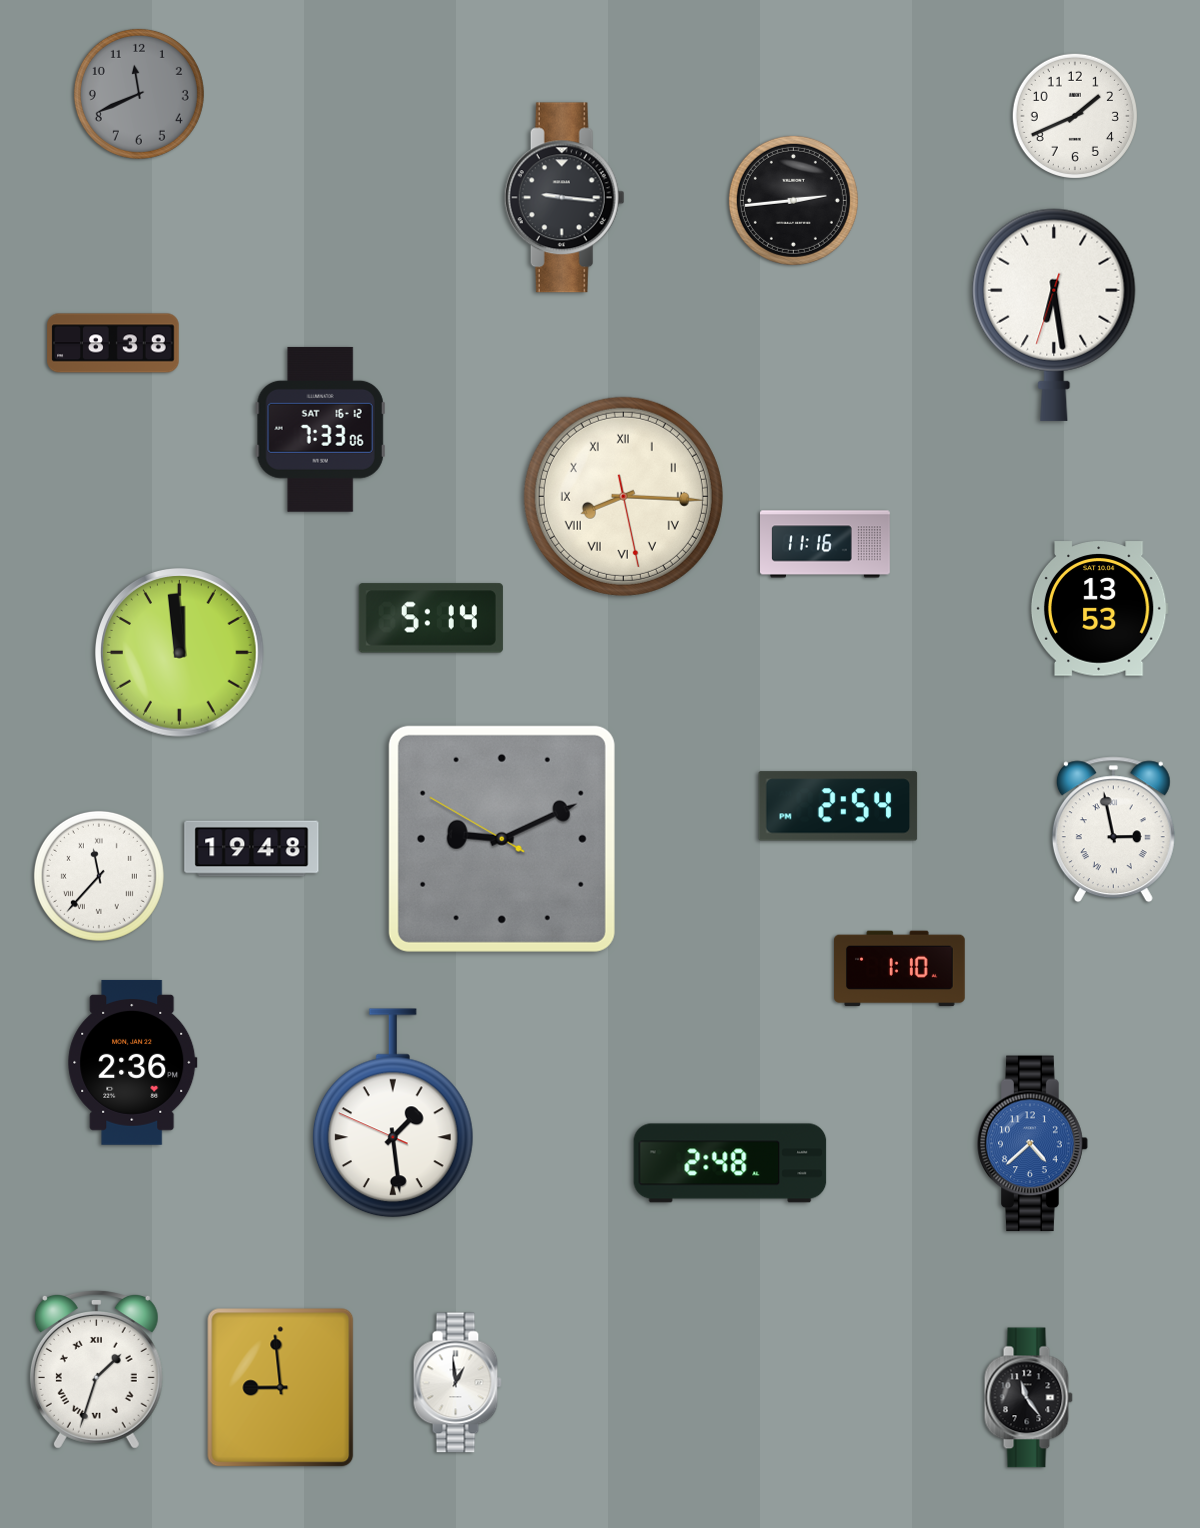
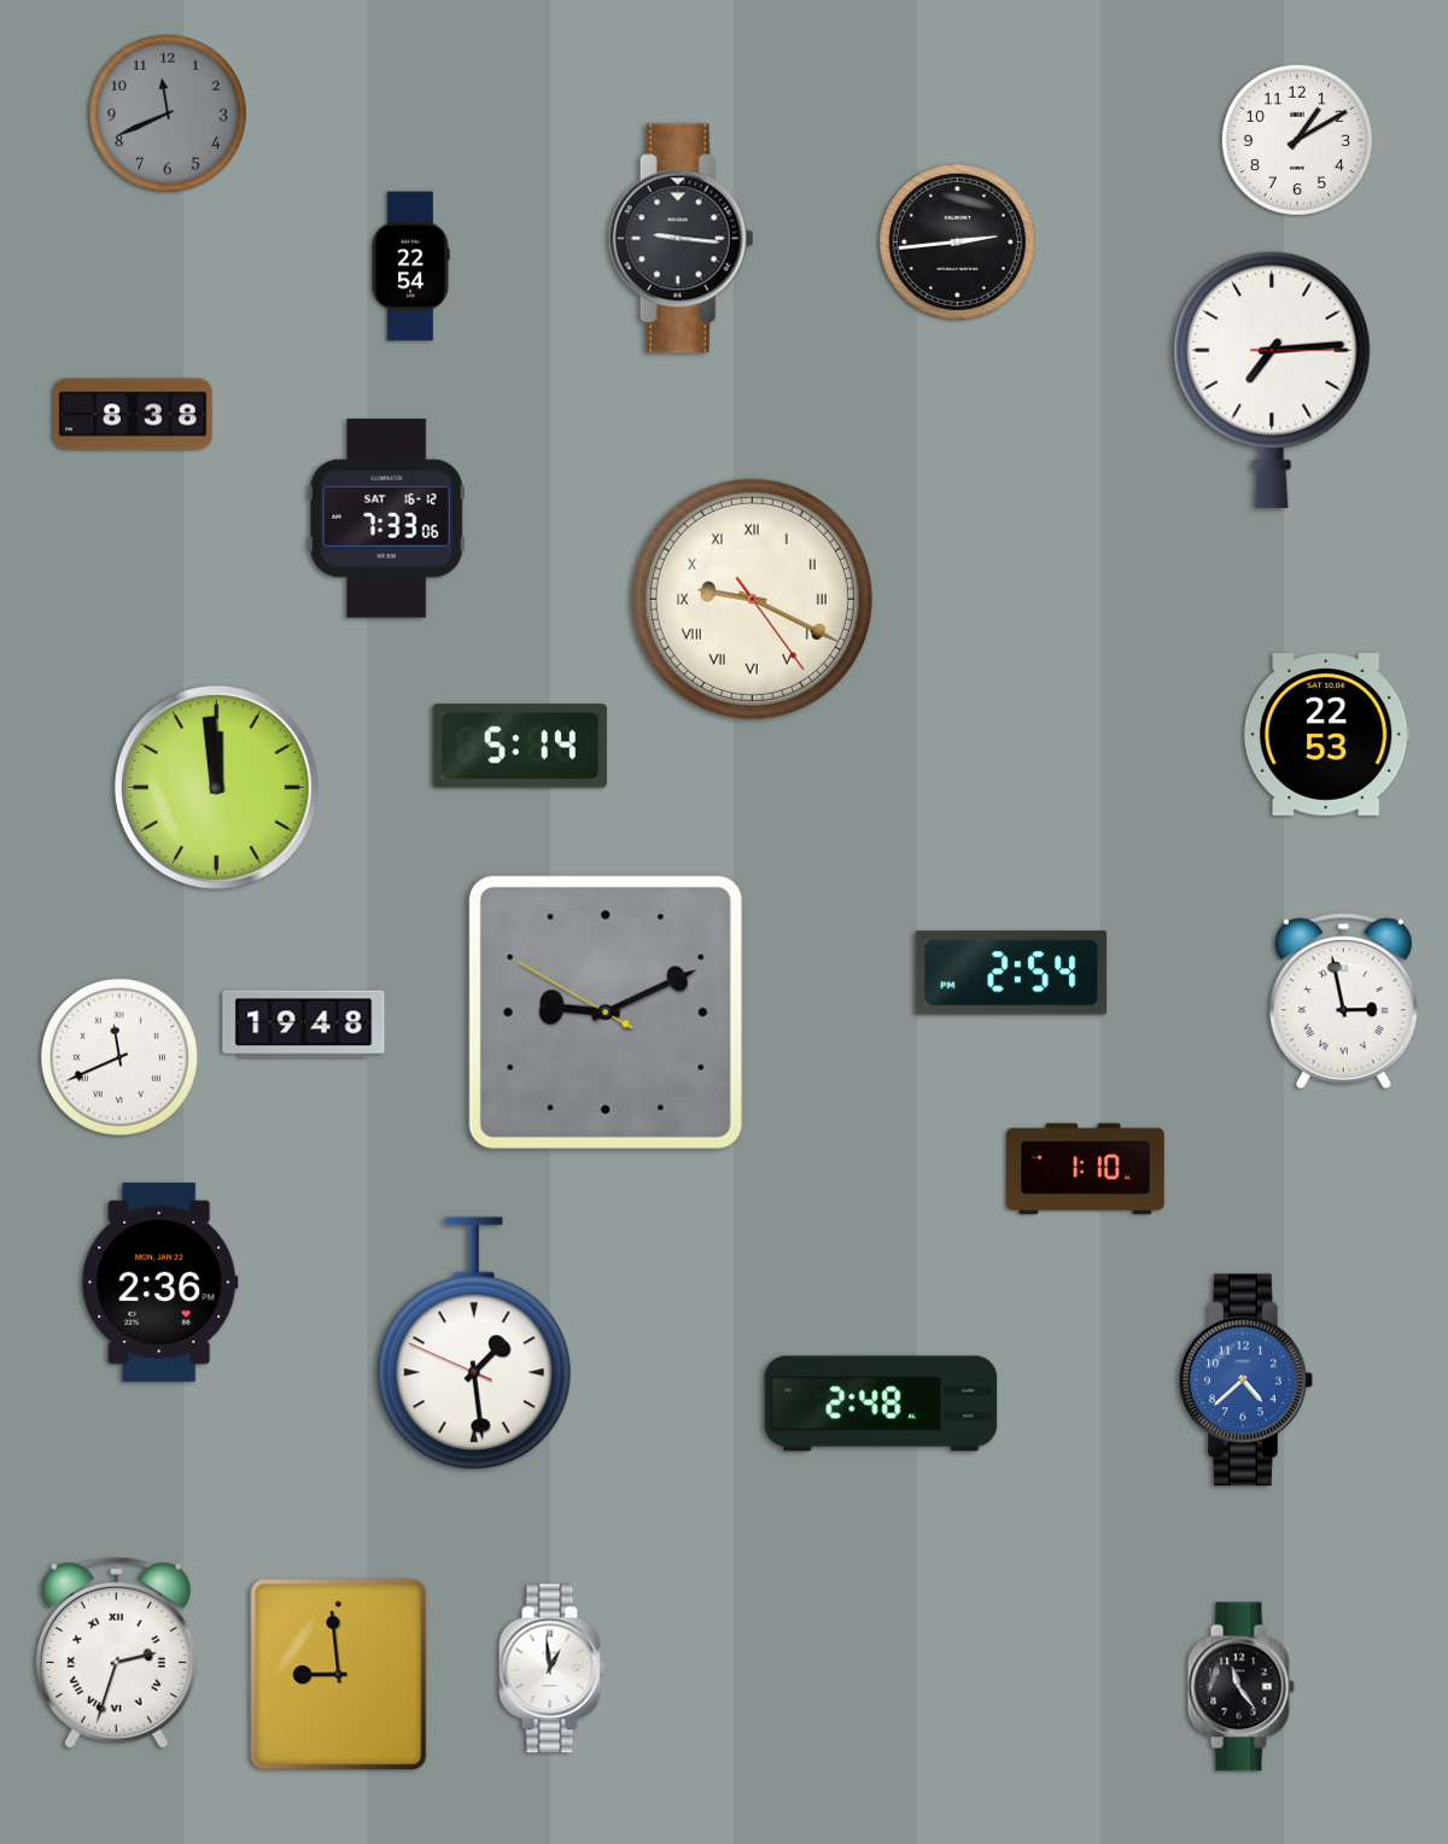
clock at (1075, 116): 1:41 -> 1:10
clock at (410, 267): none -> 22:54
clock at (1054, 315): 6:28 -> 7:14
clock at (113, 343) position: (113, 343) -> (133, 414)
clock at (623, 496): 8:15 -> 9:19
clock at (826, 544): 11:16 -> none
clock at (1099, 609): 13:53 -> 22:53
clock at (99, 876): 11:37 -> 11:41
clock at (96, 1370): 1:33 -> 2:33
